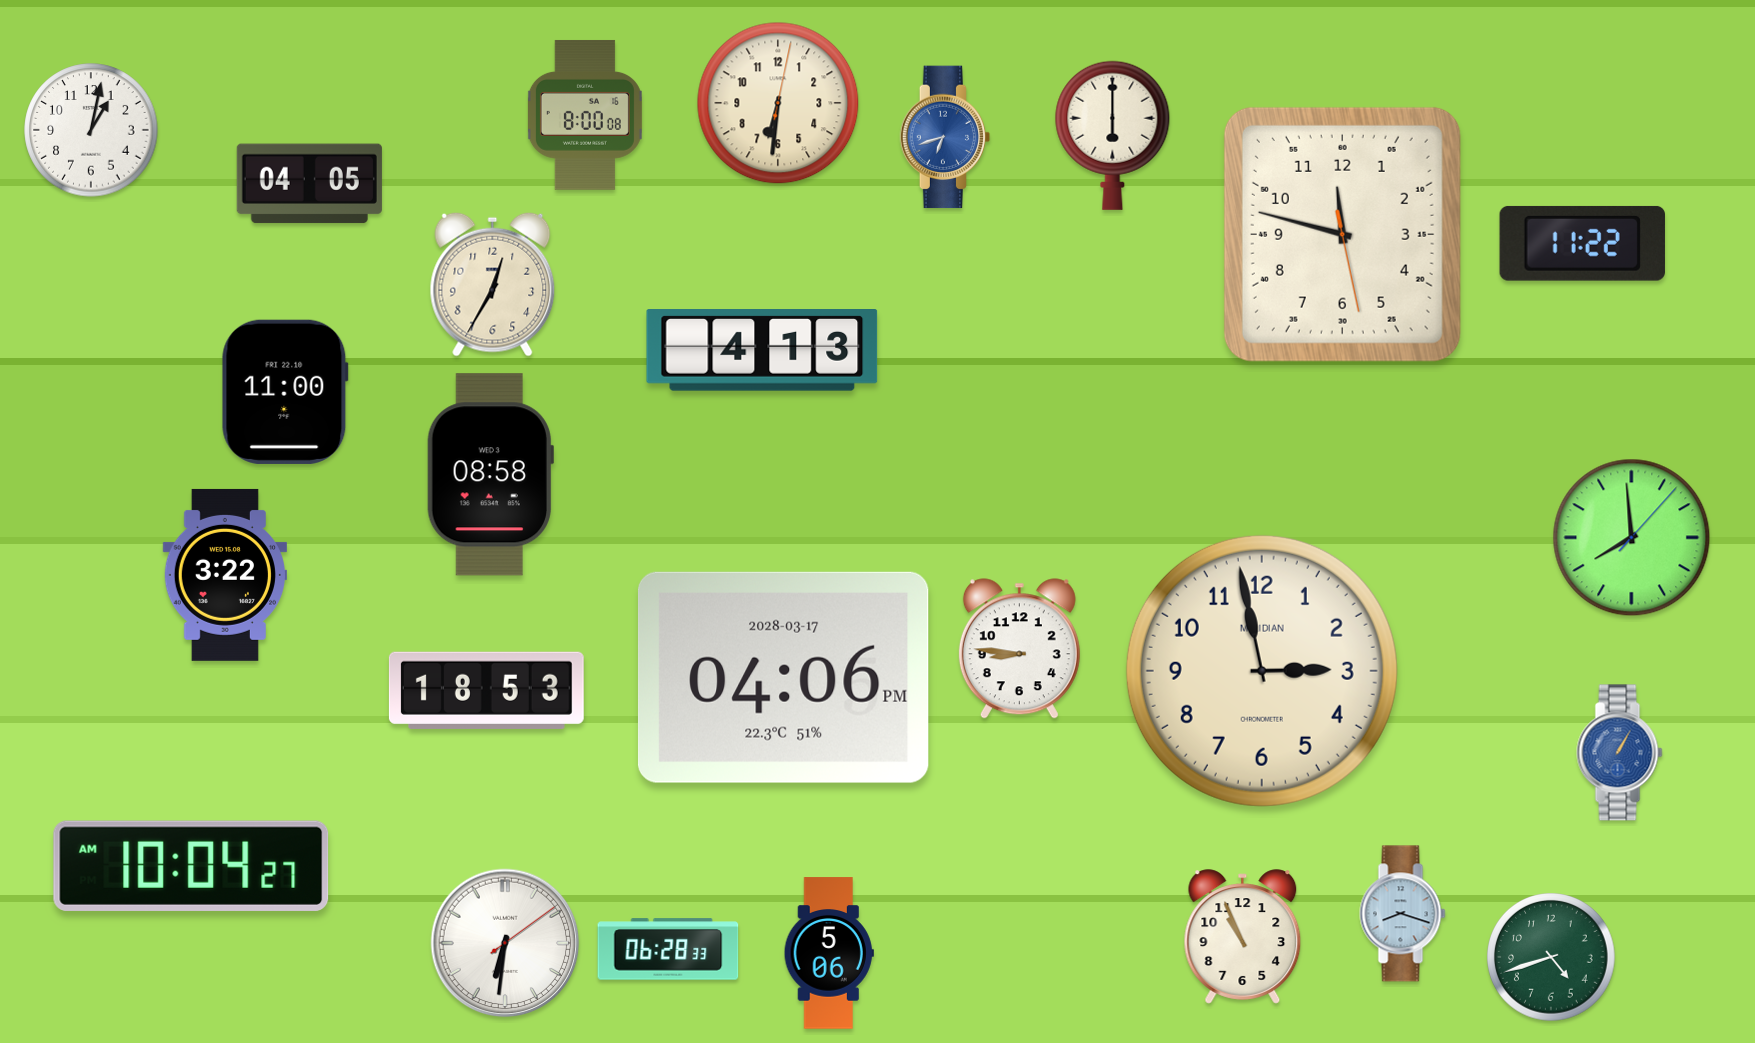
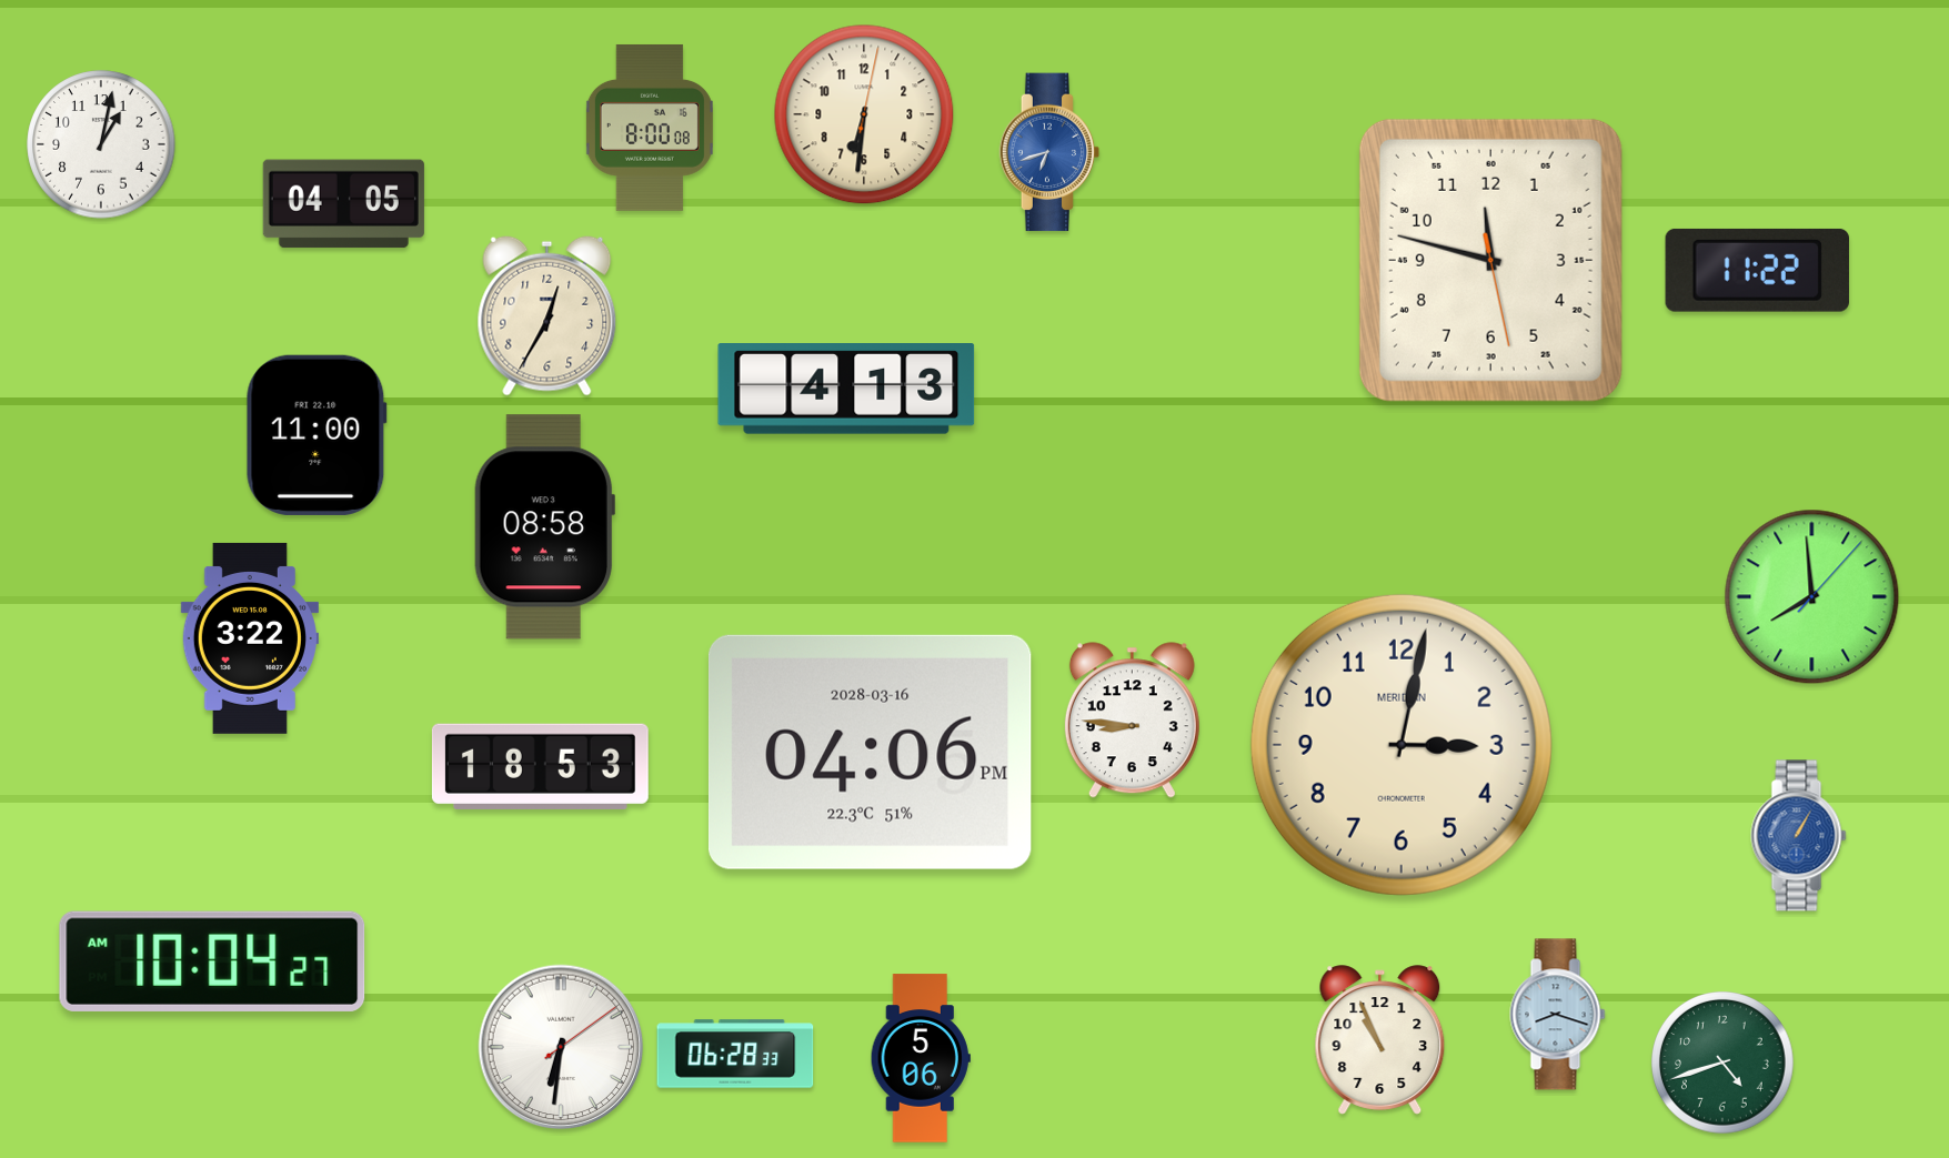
clock at (1113, 135): 6:00 -> none
clock at (1262, 671): 2:58 -> 3:02
clock at (783, 677) date: 2028-03-17 -> 2028-03-16
clock at (668, 949) position: (668, 949) -> (735, 1054)
